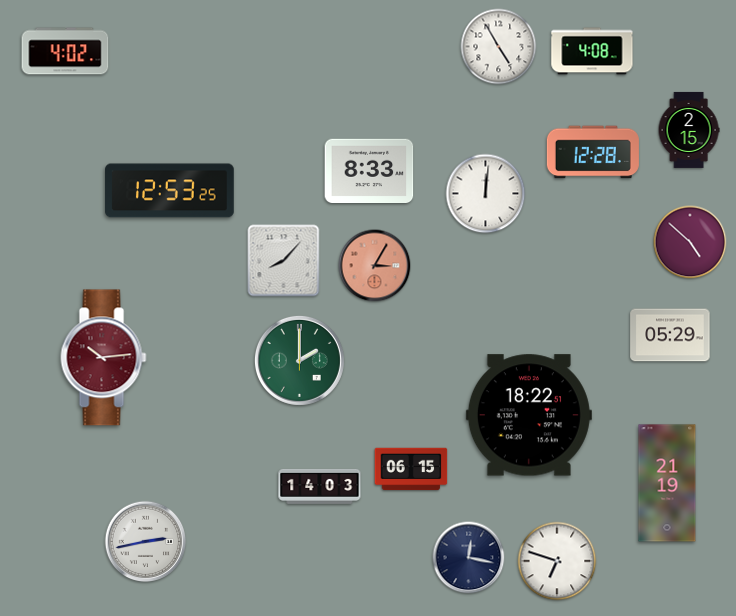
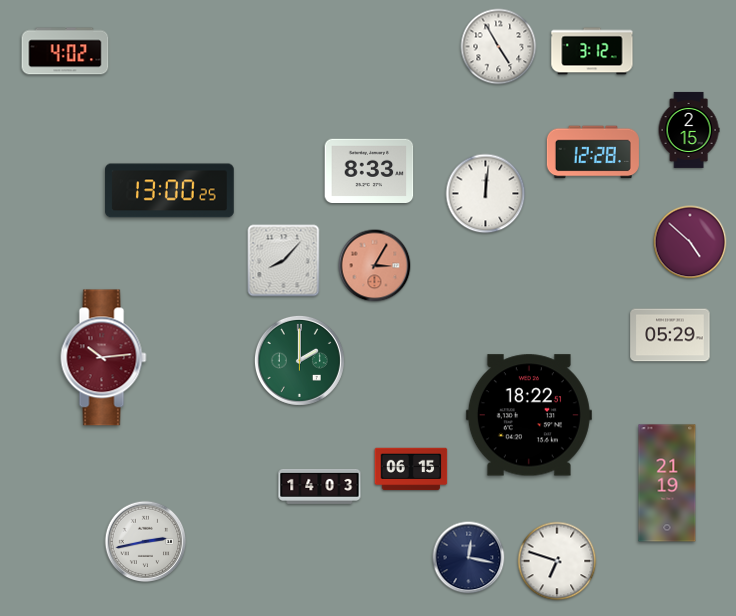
clock at (592, 51): 4:08 -> 3:12
clock at (170, 191): 12:53 -> 13:00
